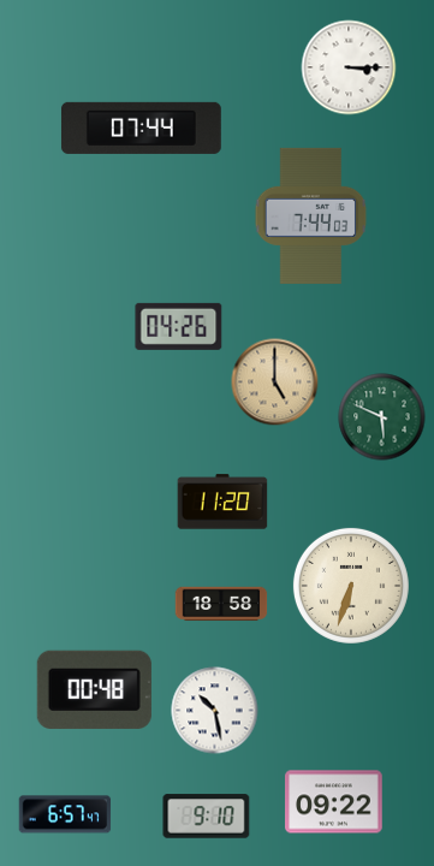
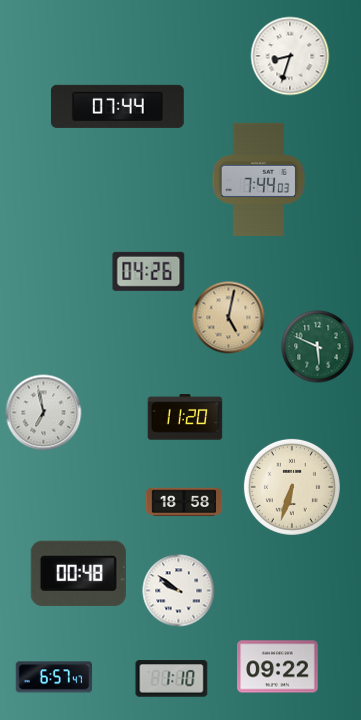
clock at (349, 67): 3:15 -> 8:33
clock at (275, 382): 5:00 -> 5:02
clock at (44, 413): none -> 6:58
clock at (215, 711): 10:28 -> 9:51
clock at (207, 817): 9:10 -> 1:10
